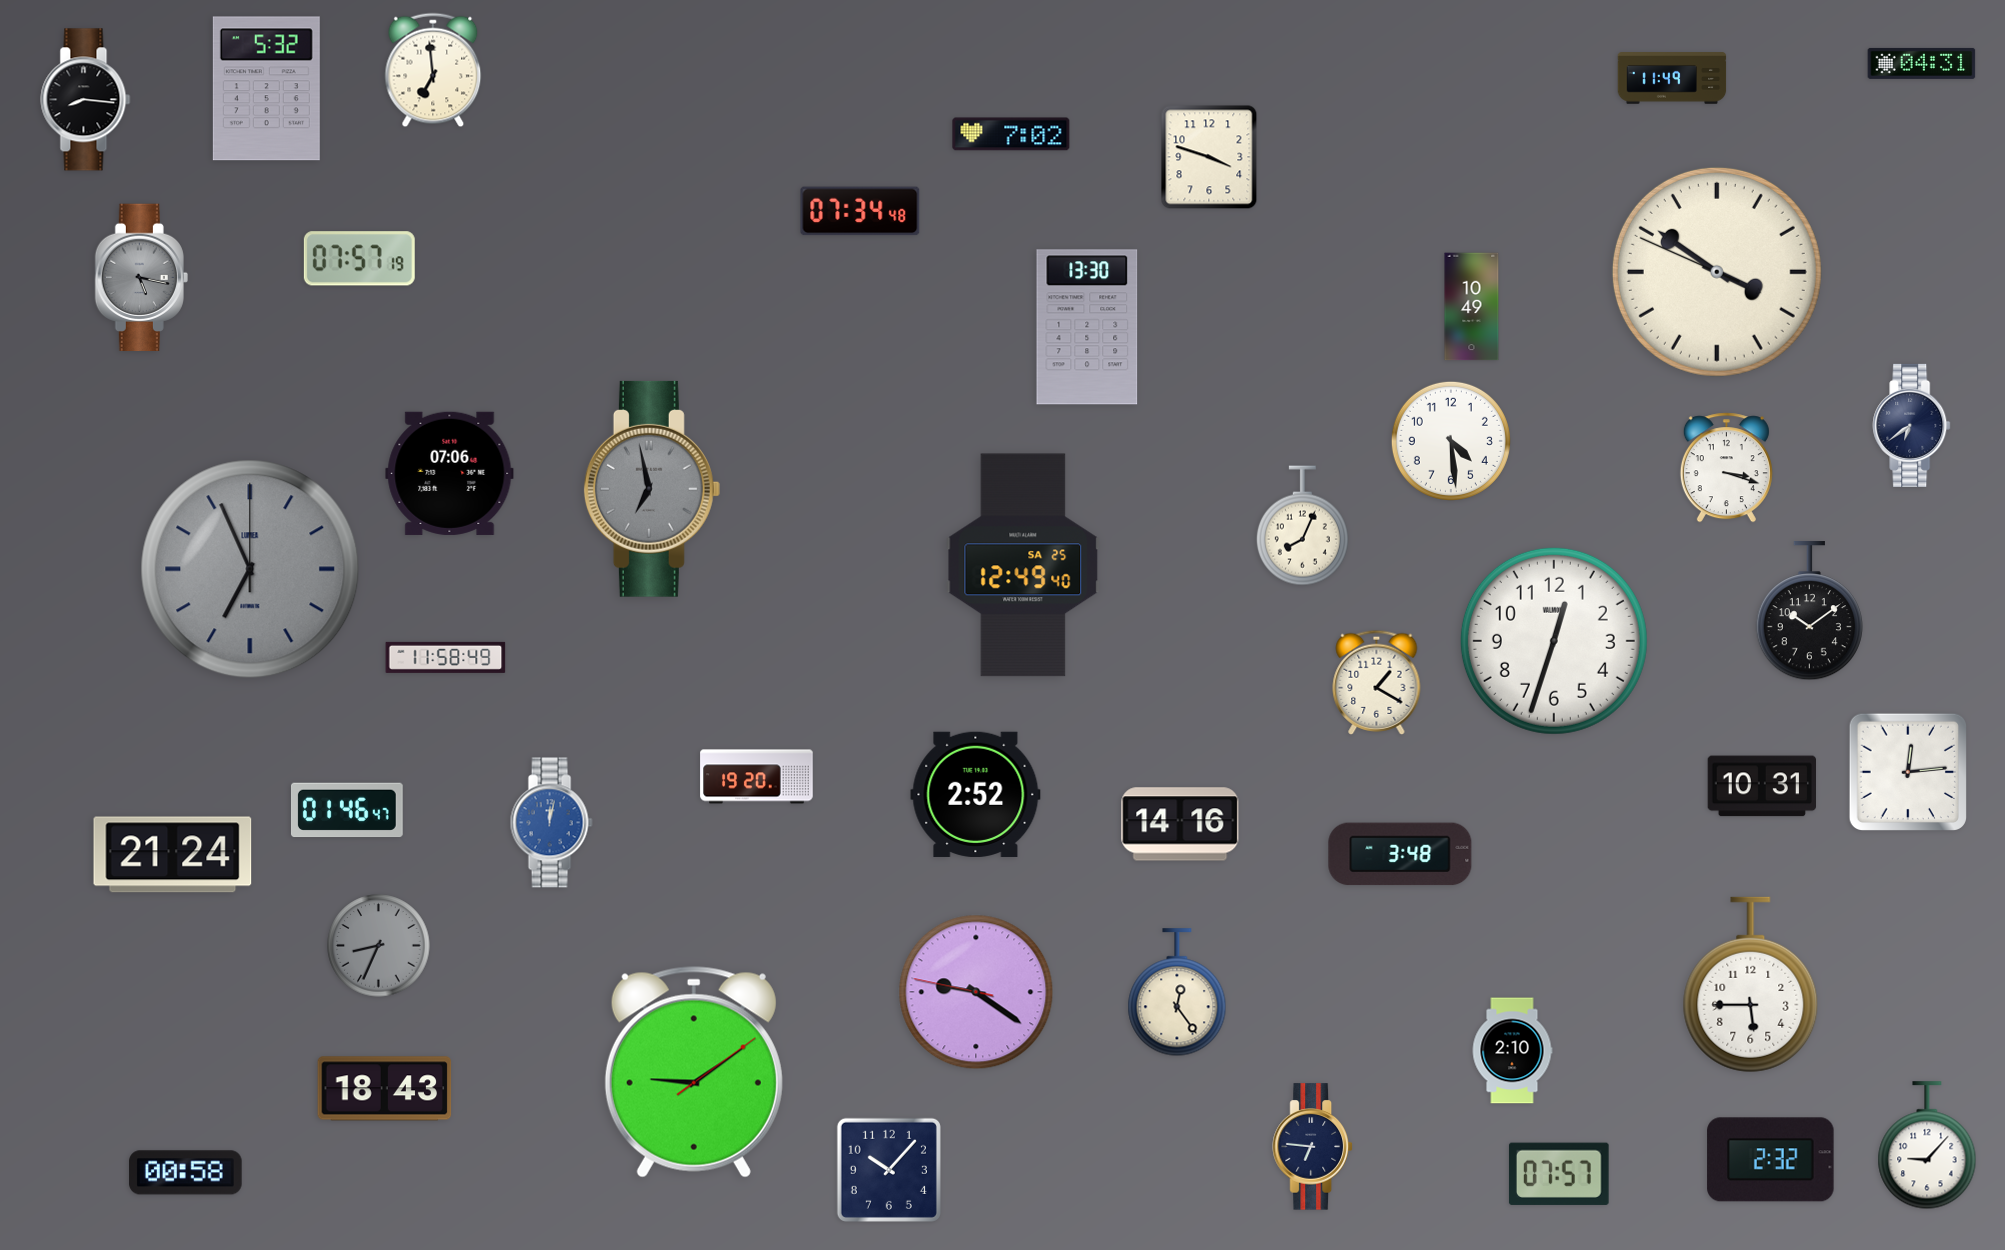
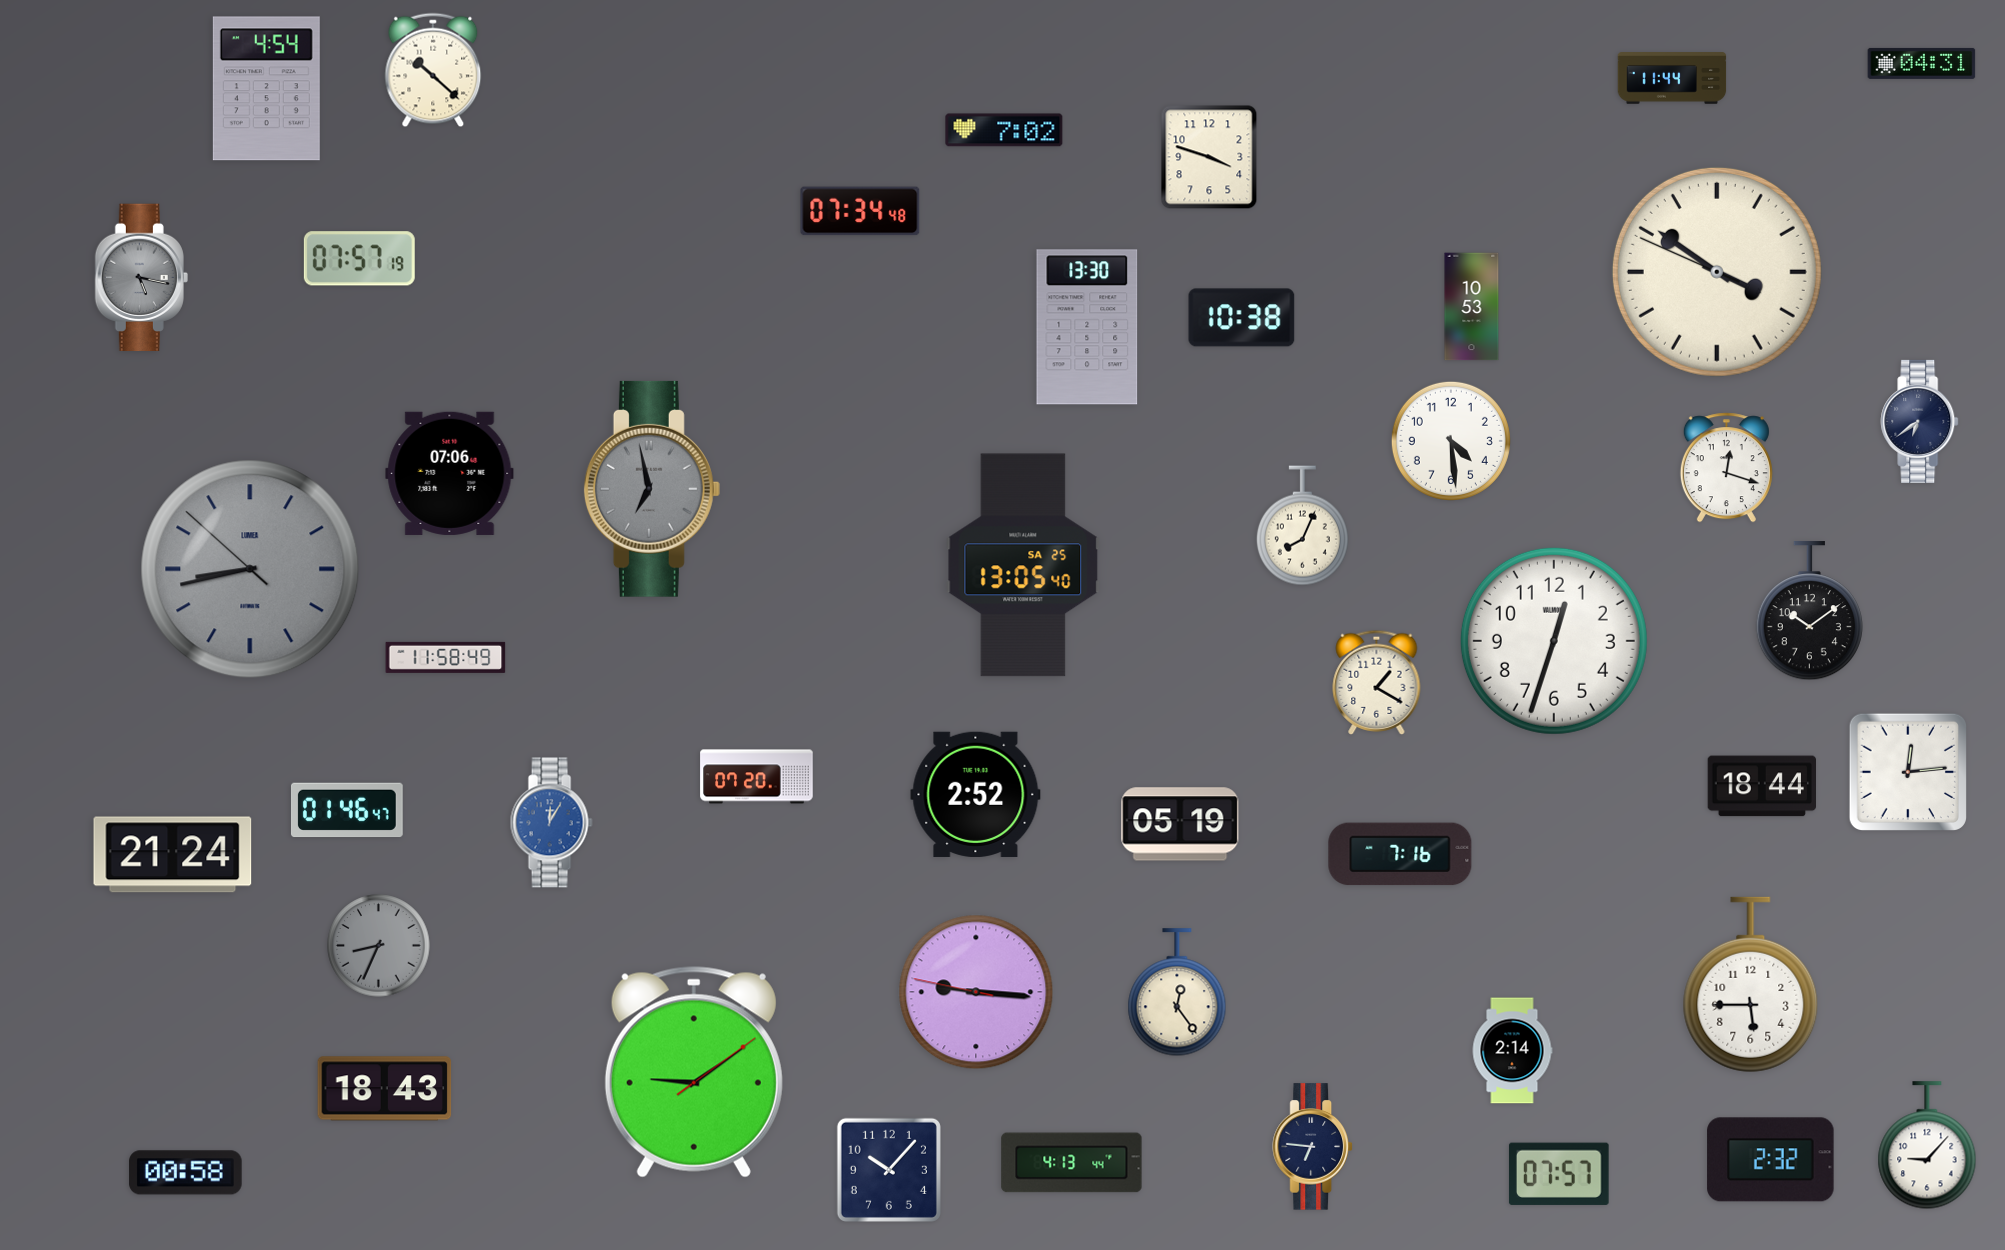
clock at (433, 70): 6:59 -> 10:22
clock at (1672, 78): 11:49 -> 11:44
clock at (266, 89): 5:32 -> 4:54
clock at (86, 100): 8:16 -> none
clock at (1011, 134) position: (1011, 134) -> (1004, 130)
clock at (1472, 307): 10:49 -> 10:53
clock at (1242, 318): none -> 10:38
clock at (1912, 425) position: (1912, 425) -> (1920, 421)
clock at (1726, 468): 3:18 -> 12:18
clock at (1023, 565): 12:49 -> 13:05
clock at (250, 569): 6:56 -> 8:42
clock at (757, 777): 19:20 -> 07:20
clock at (1761, 786): 10:31 -> 18:44
clock at (551, 823): 12:02 -> 12:05
clock at (1180, 824): 14:16 -> 05:19
clock at (1400, 854): 3:48 -> 7:16
clock at (976, 992): 9:20 -> 9:15
clock at (1512, 1051): 2:10 -> 2:14
clock at (1072, 1163): none -> 4:13
